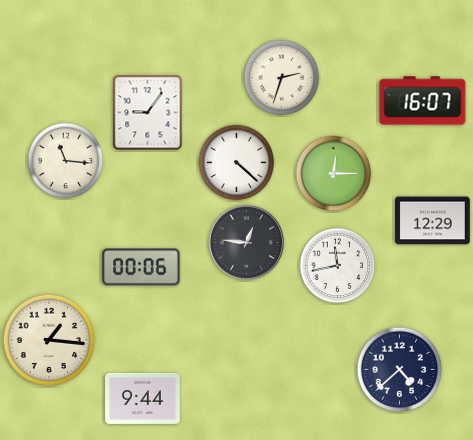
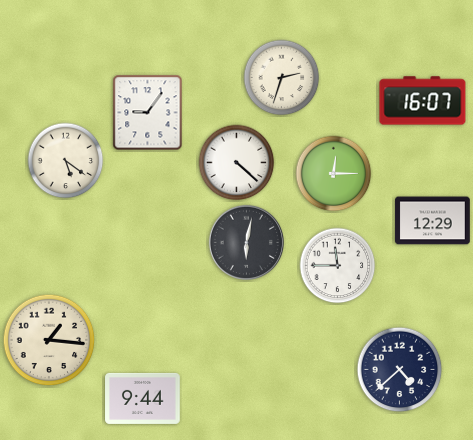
clock at (66, 161): 11:16 -> 5:21
clock at (246, 242): 12:46 -> 6:02
clock at (338, 266): 11:43 -> 11:45
clock at (141, 267): 00:06 -> none
